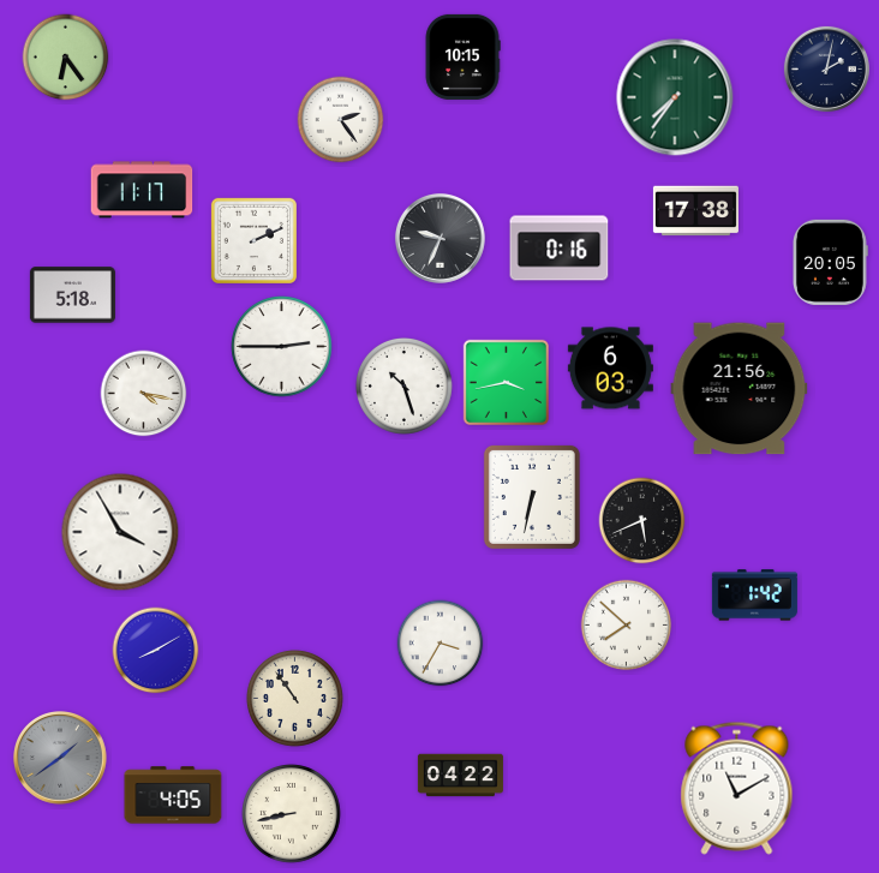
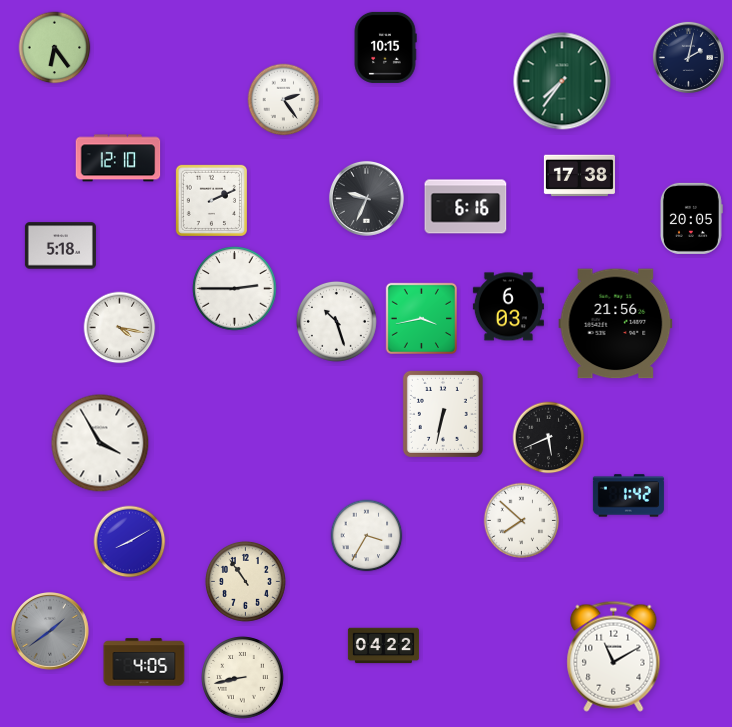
clock at (142, 190): 11:17 -> 12:10
clock at (560, 249): 0:16 -> 6:16
clock at (642, 521) position: (642, 521) -> (549, 438)
